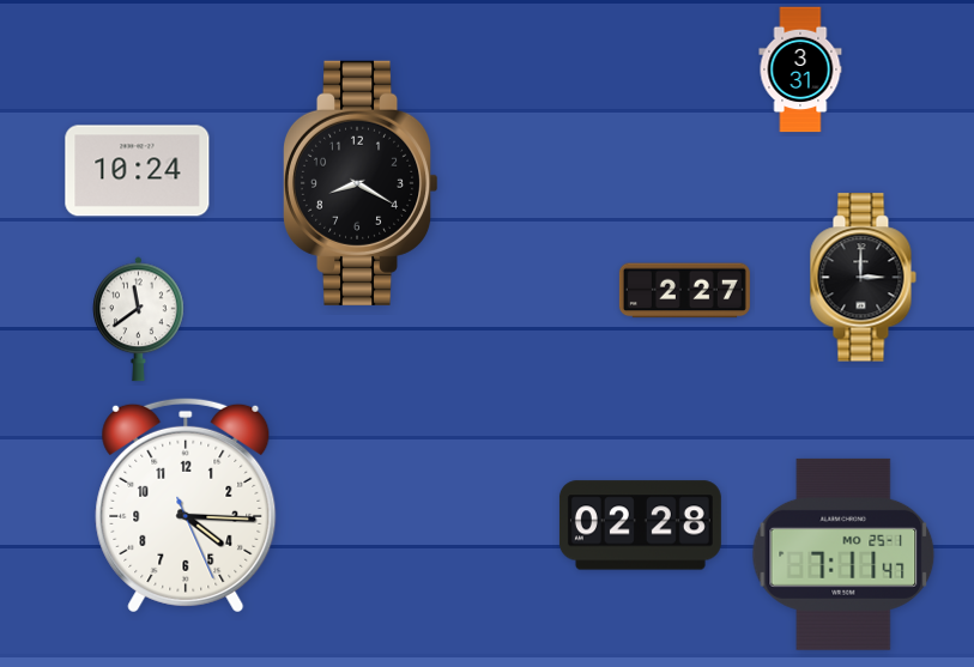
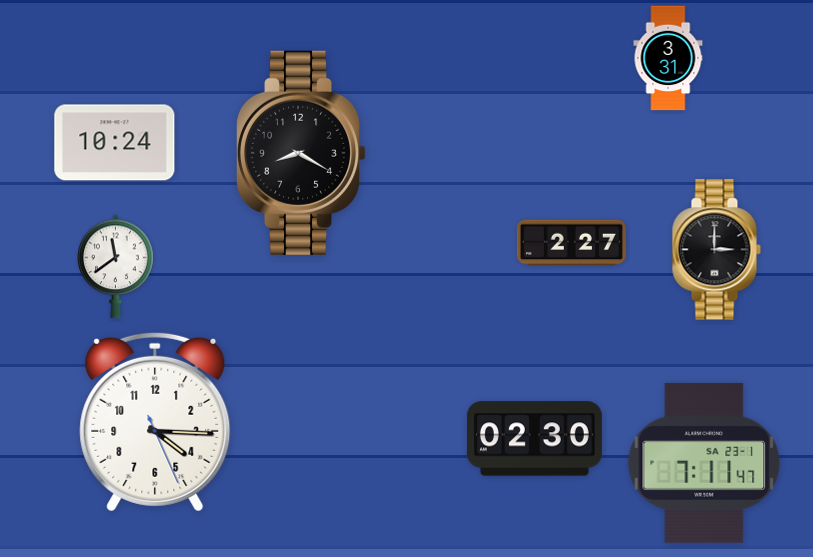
clock at (863, 278) position: (863, 278) -> (716, 250)
clock at (640, 526): 02:28 -> 02:30
clock at (843, 554) date: MO 25-1 -> SA 23-1
